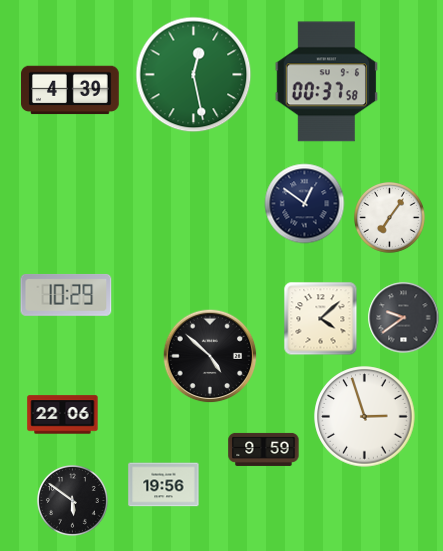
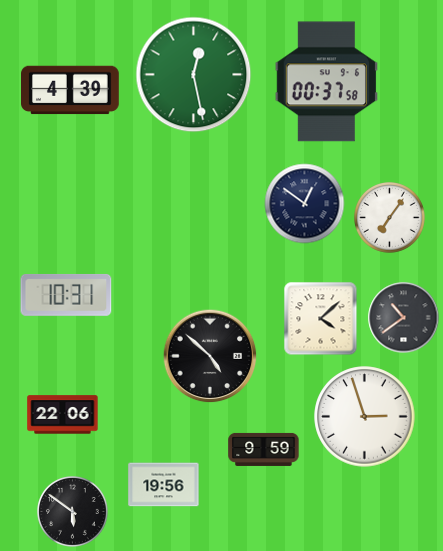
clock at (66, 295): 10:29 -> 10:31
clock at (404, 318): 9:39 -> 10:39
clock at (73, 501) position: (73, 501) -> (73, 512)
